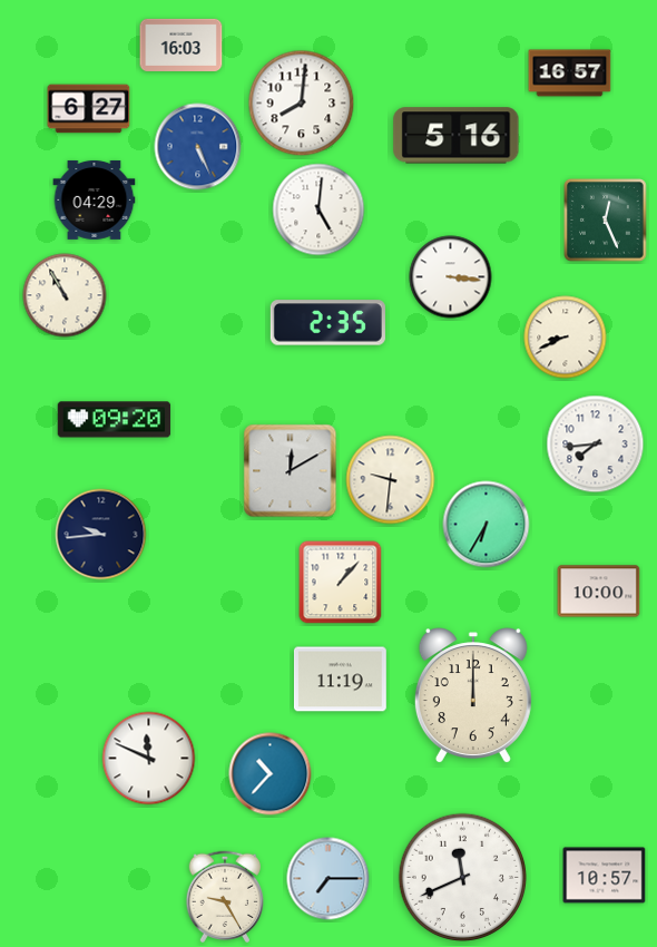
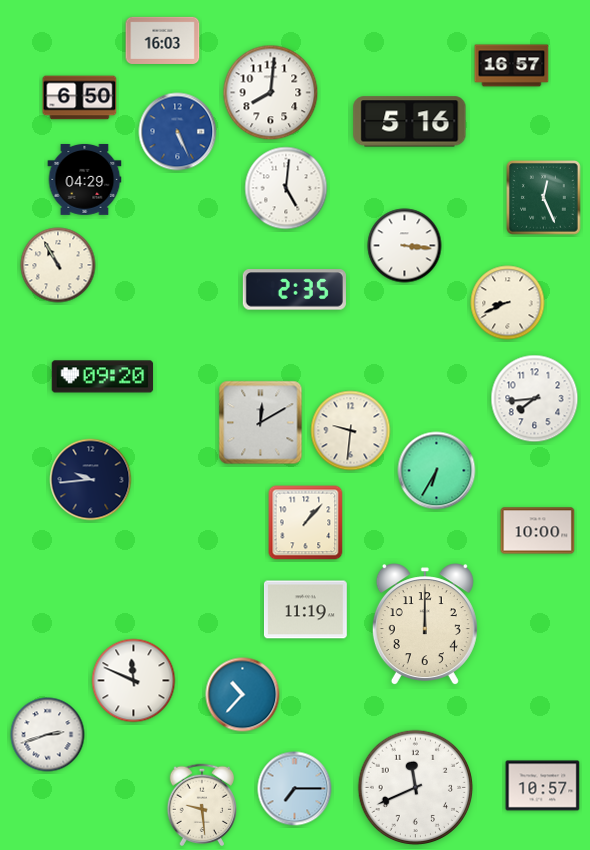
clock at (89, 109): 6:27 -> 6:50
clock at (451, 277) position: (451, 277) -> (405, 246)
clock at (48, 735): none -> 2:42
clock at (225, 897): 9:25 -> 9:29
